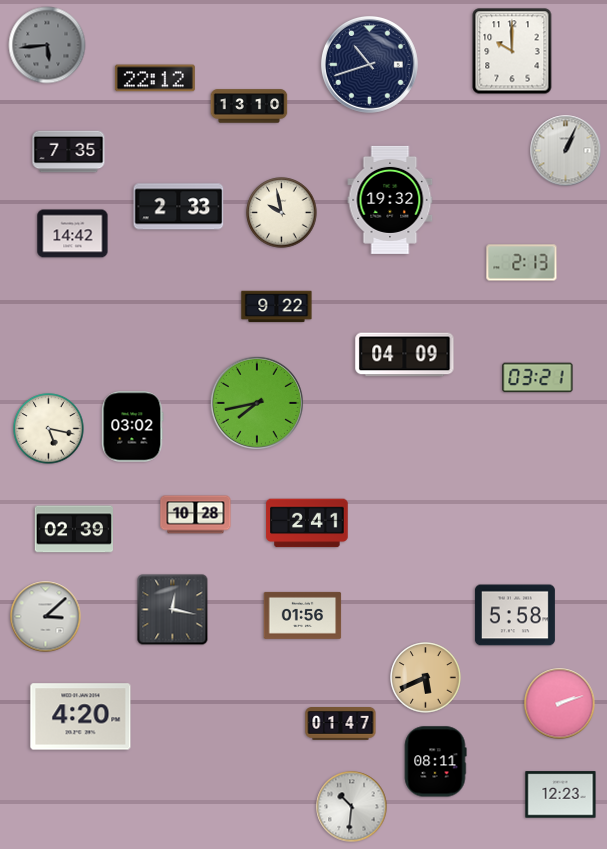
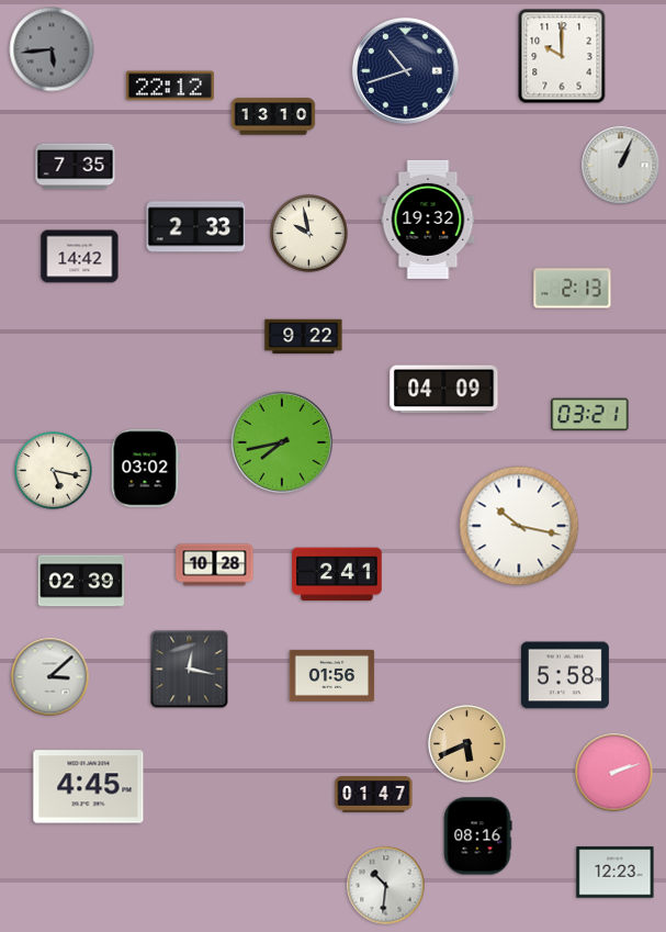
clock at (519, 526): none -> 10:17
clock at (81, 717): 4:20 -> 4:45
clock at (435, 762): 08:11 -> 08:16
